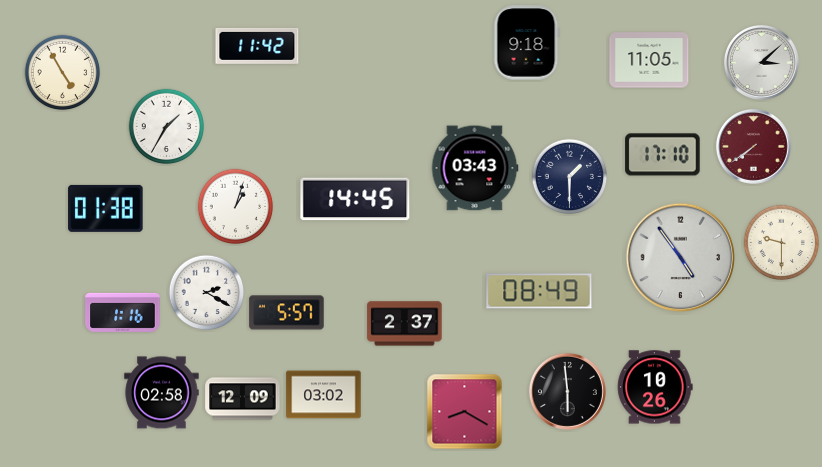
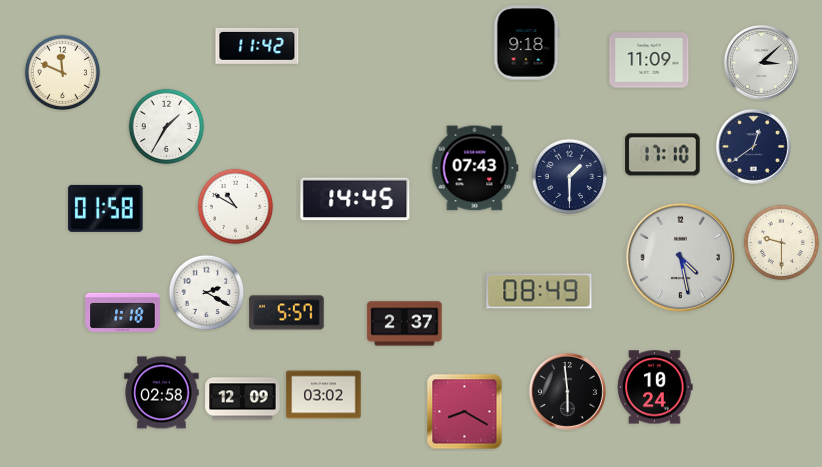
clock at (649, 60): 11:05 -> 11:09
clock at (63, 73): 4:55 -> 11:49
clock at (753, 146): 7:39 -> 12:39
clock at (753, 146) dial: burgundy -> navy
clock at (475, 168): 03:43 -> 07:43
clock at (236, 207): 1:03 -> 10:50
clock at (106, 208): 01:38 -> 01:58
clock at (681, 258): 4:54 -> 4:28
clock at (123, 312): 1:16 -> 1:18
clock at (655, 387): 10:26 -> 10:24
